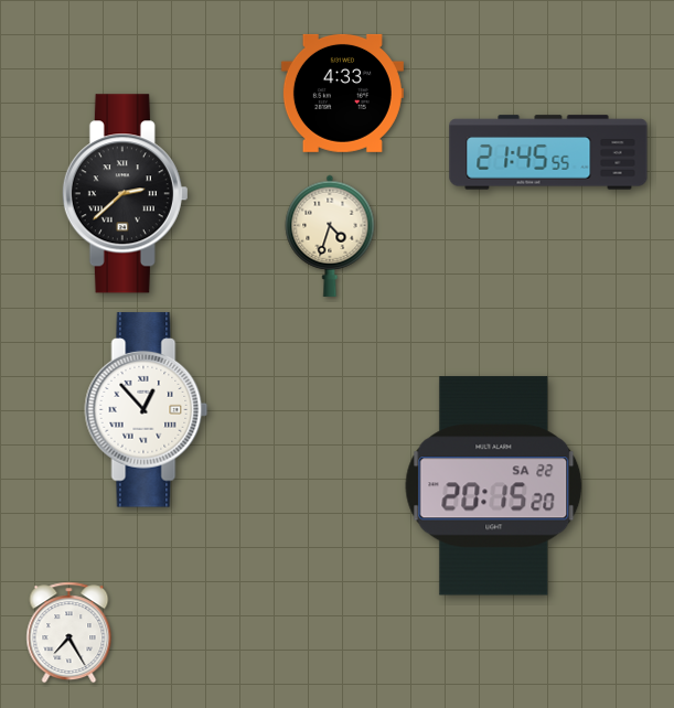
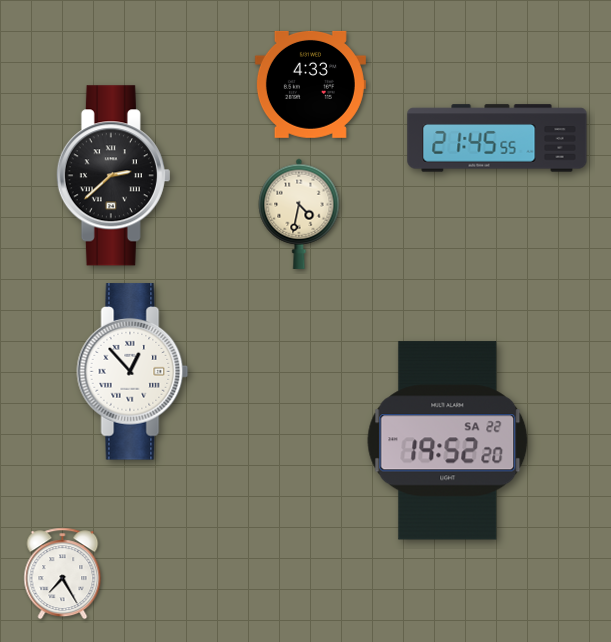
clock at (330, 236): 4:33 -> 4:32
clock at (494, 486): 20:15 -> 19:52
